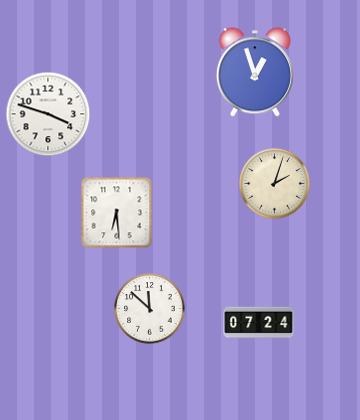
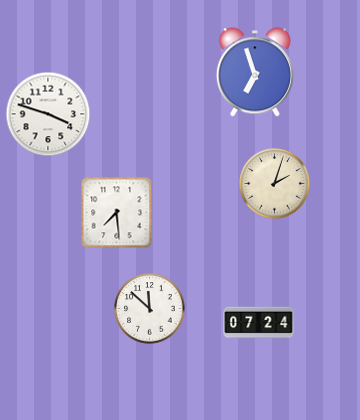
clock at (255, 72): 12:57 -> 6:57
clock at (117, 213): 6:29 -> 7:29
